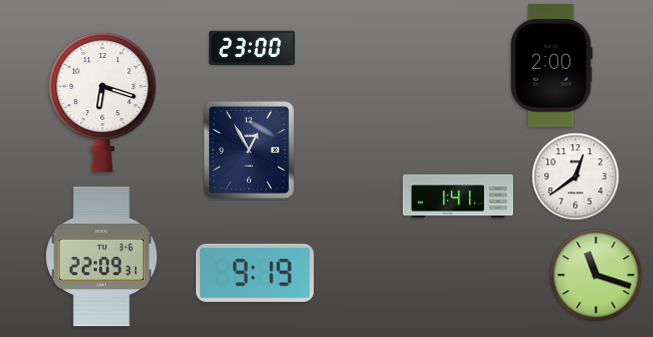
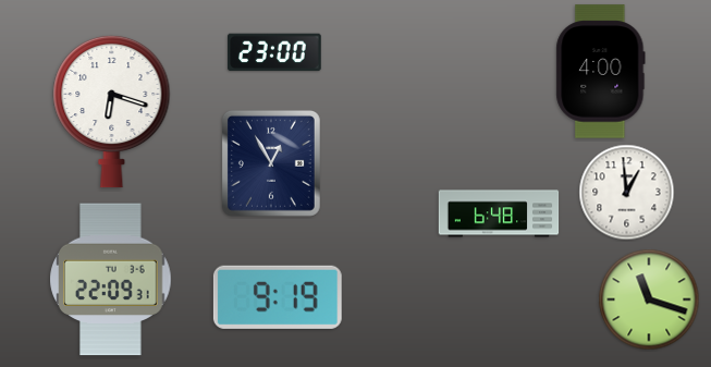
clock at (552, 66): 2:00 -> 4:00
clock at (576, 177): 12:39 -> 12:59
clock at (458, 196): 1:41 -> 6:48
